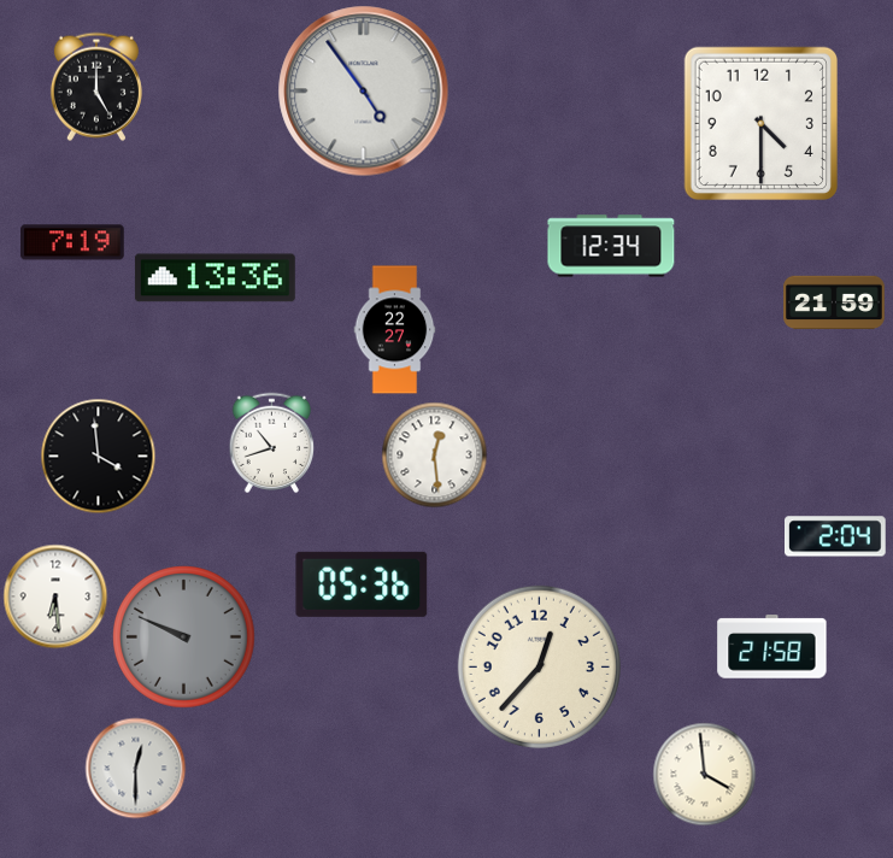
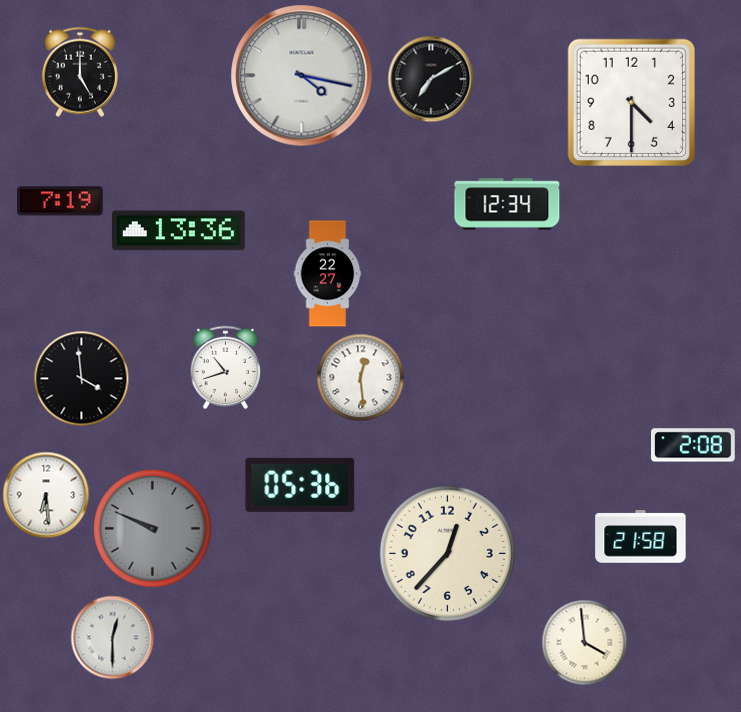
clock at (364, 92): 4:54 -> 4:17
clock at (431, 79): none -> 7:10
clock at (834, 302): 21:59 -> none
clock at (836, 536): 2:04 -> 2:08
